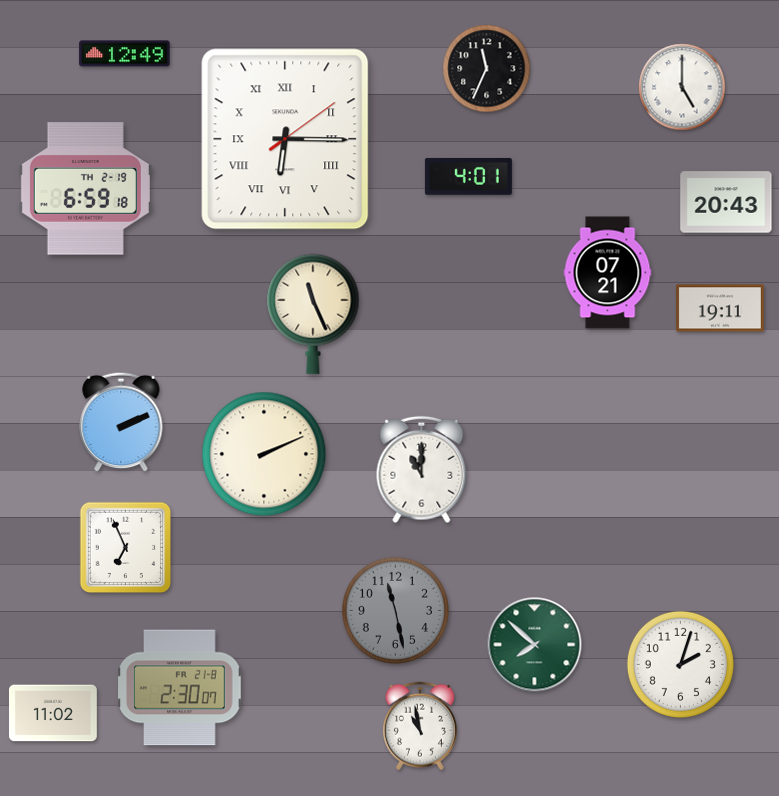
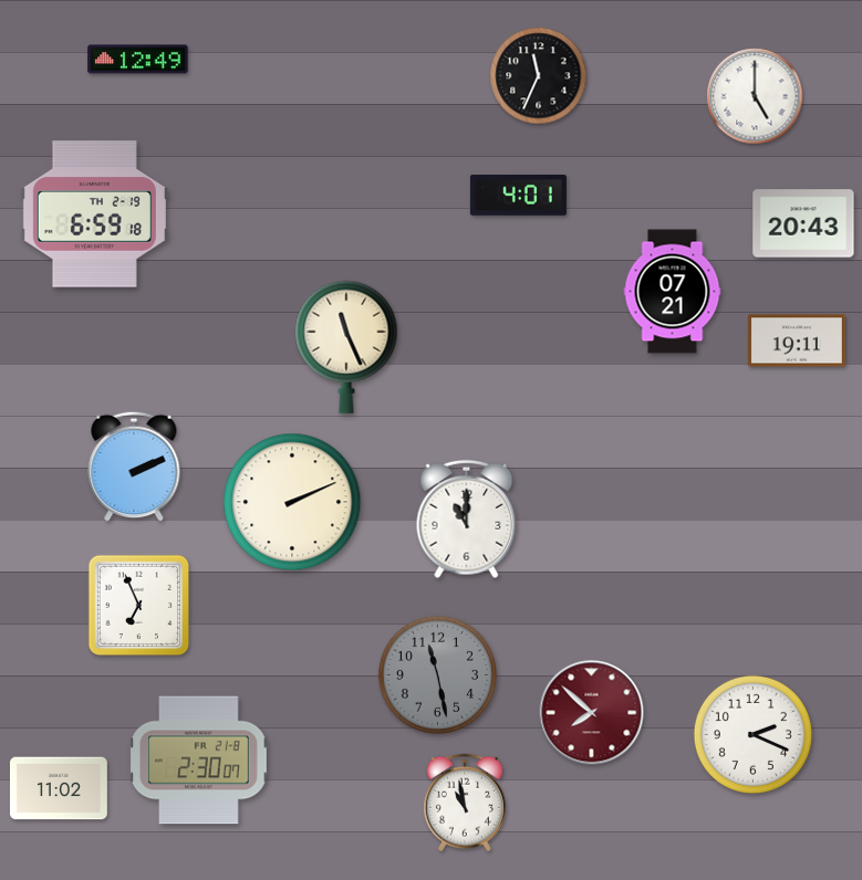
clock at (285, 139): 6:15 -> none
clock at (85, 189) position: (85, 189) -> (94, 214)
clock at (608, 273) position: (608, 273) -> (673, 292)
clock at (535, 645) dial: green -> burgundy
clock at (680, 664): 2:03 -> 2:19
